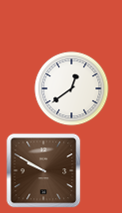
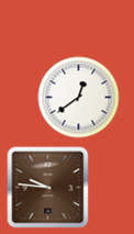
clock at (44, 171): 9:50 -> 9:46
